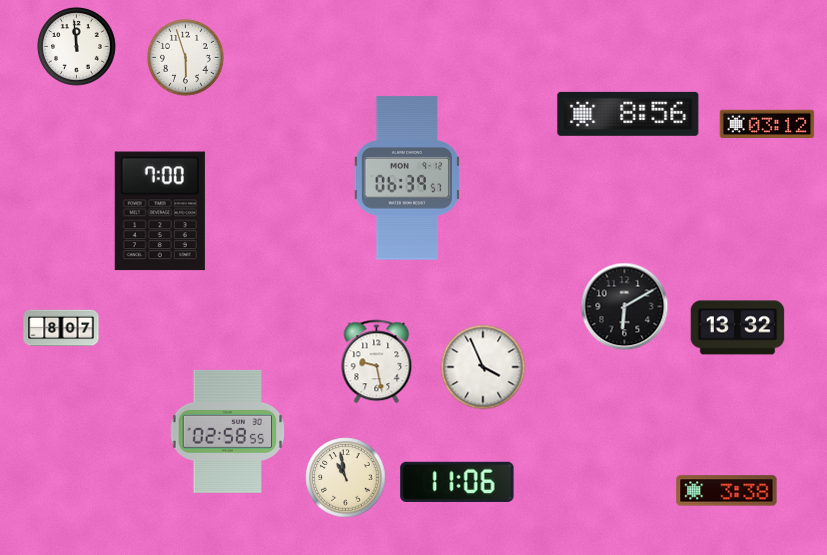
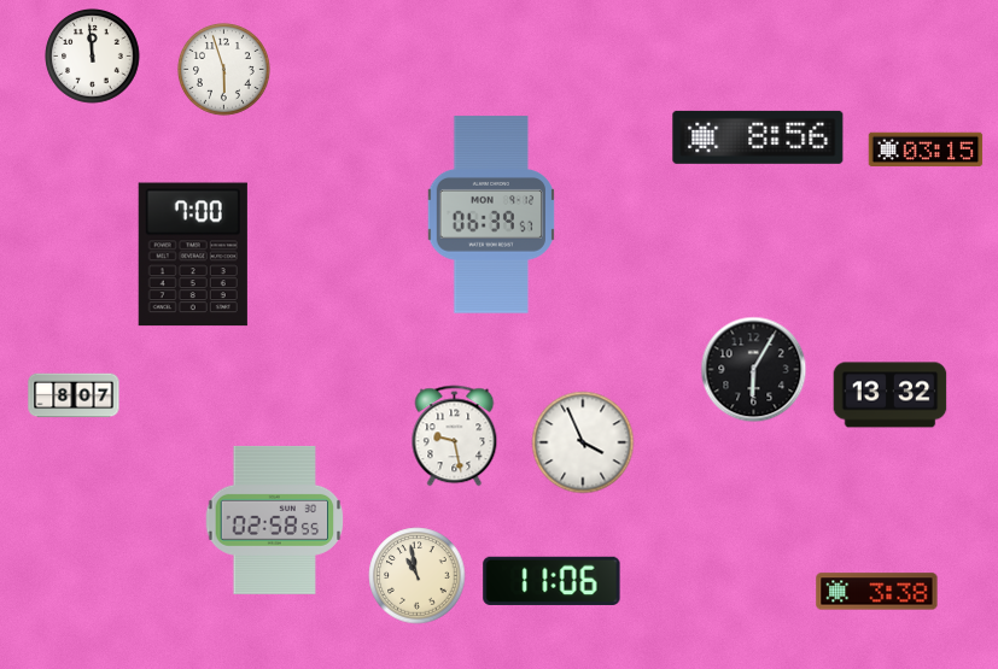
clock at (767, 124): 03:12 -> 03:15
clock at (625, 307): 6:10 -> 6:05
